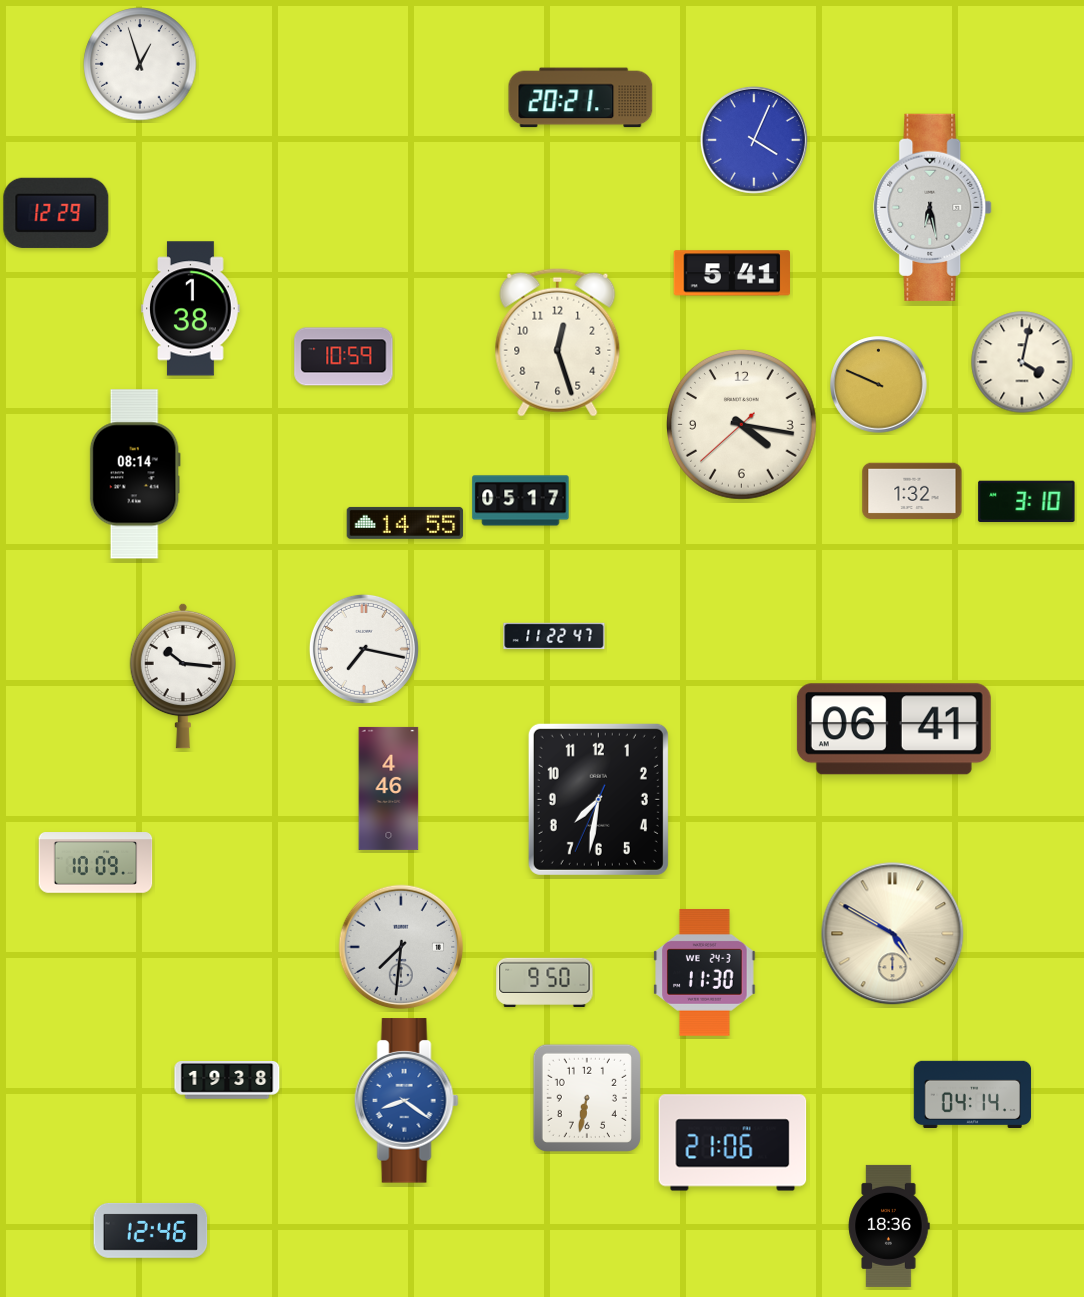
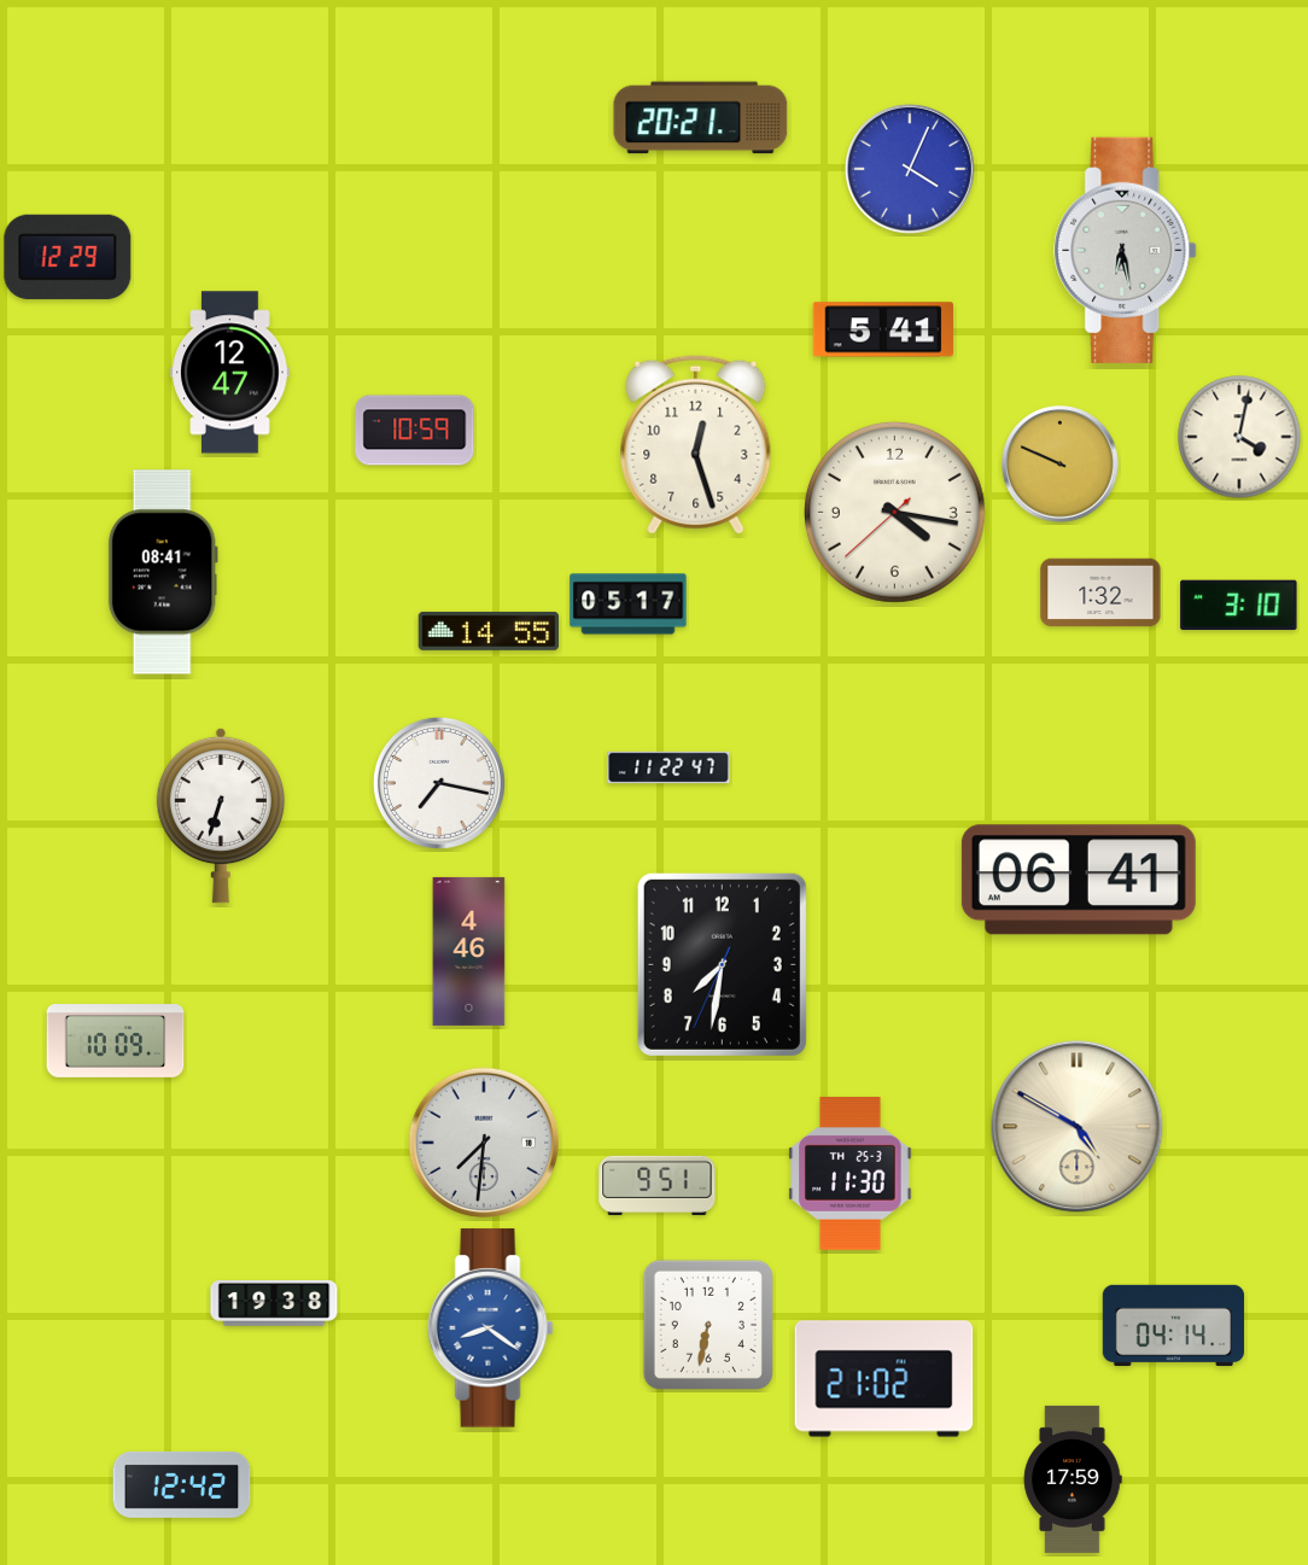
clock at (140, 64): 12:57 -> none
clock at (191, 309): 1:38 -> 12:47
clock at (558, 342) position: (558, 342) -> (696, 444)
clock at (1022, 362) position: (1022, 362) -> (1239, 437)
clock at (135, 474): 08:14 -> 08:41
clock at (182, 676): 10:16 -> 6:33
clock at (705, 973) date: WE 24-3 -> TH 25-3
clock at (545, 982): 9:50 -> 9:51
clock at (973, 1094) position: (973, 1094) -> (1174, 1325)
clock at (733, 1143): 21:06 -> 21:02
clock at (889, 1226): 18:36 -> 17:59
clock at (151, 1230): 12:46 -> 12:42
